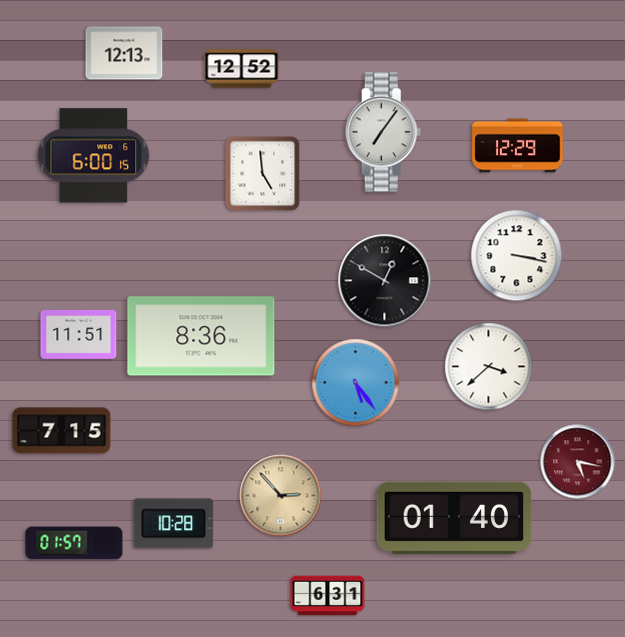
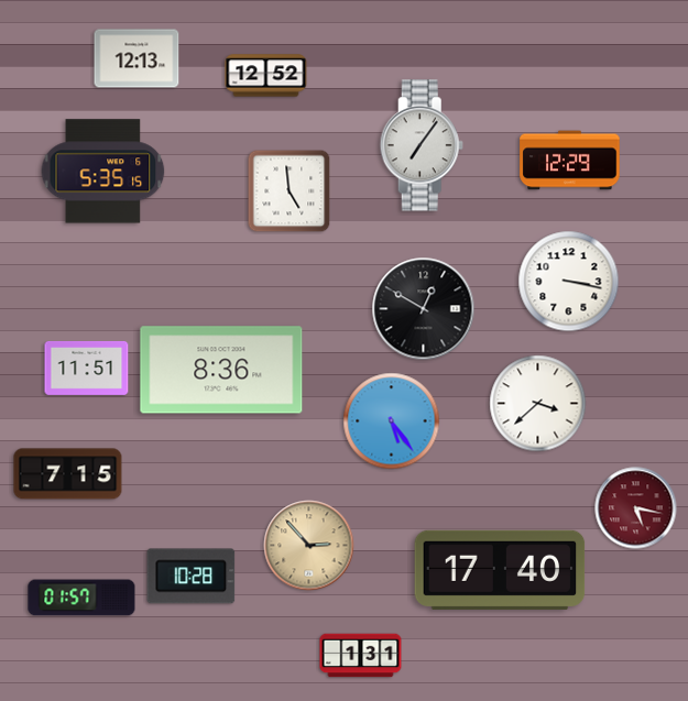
clock at (94, 156): 6:00 -> 5:35
clock at (454, 518): 01:40 -> 17:40
clock at (328, 596): 6:31 -> 1:31
